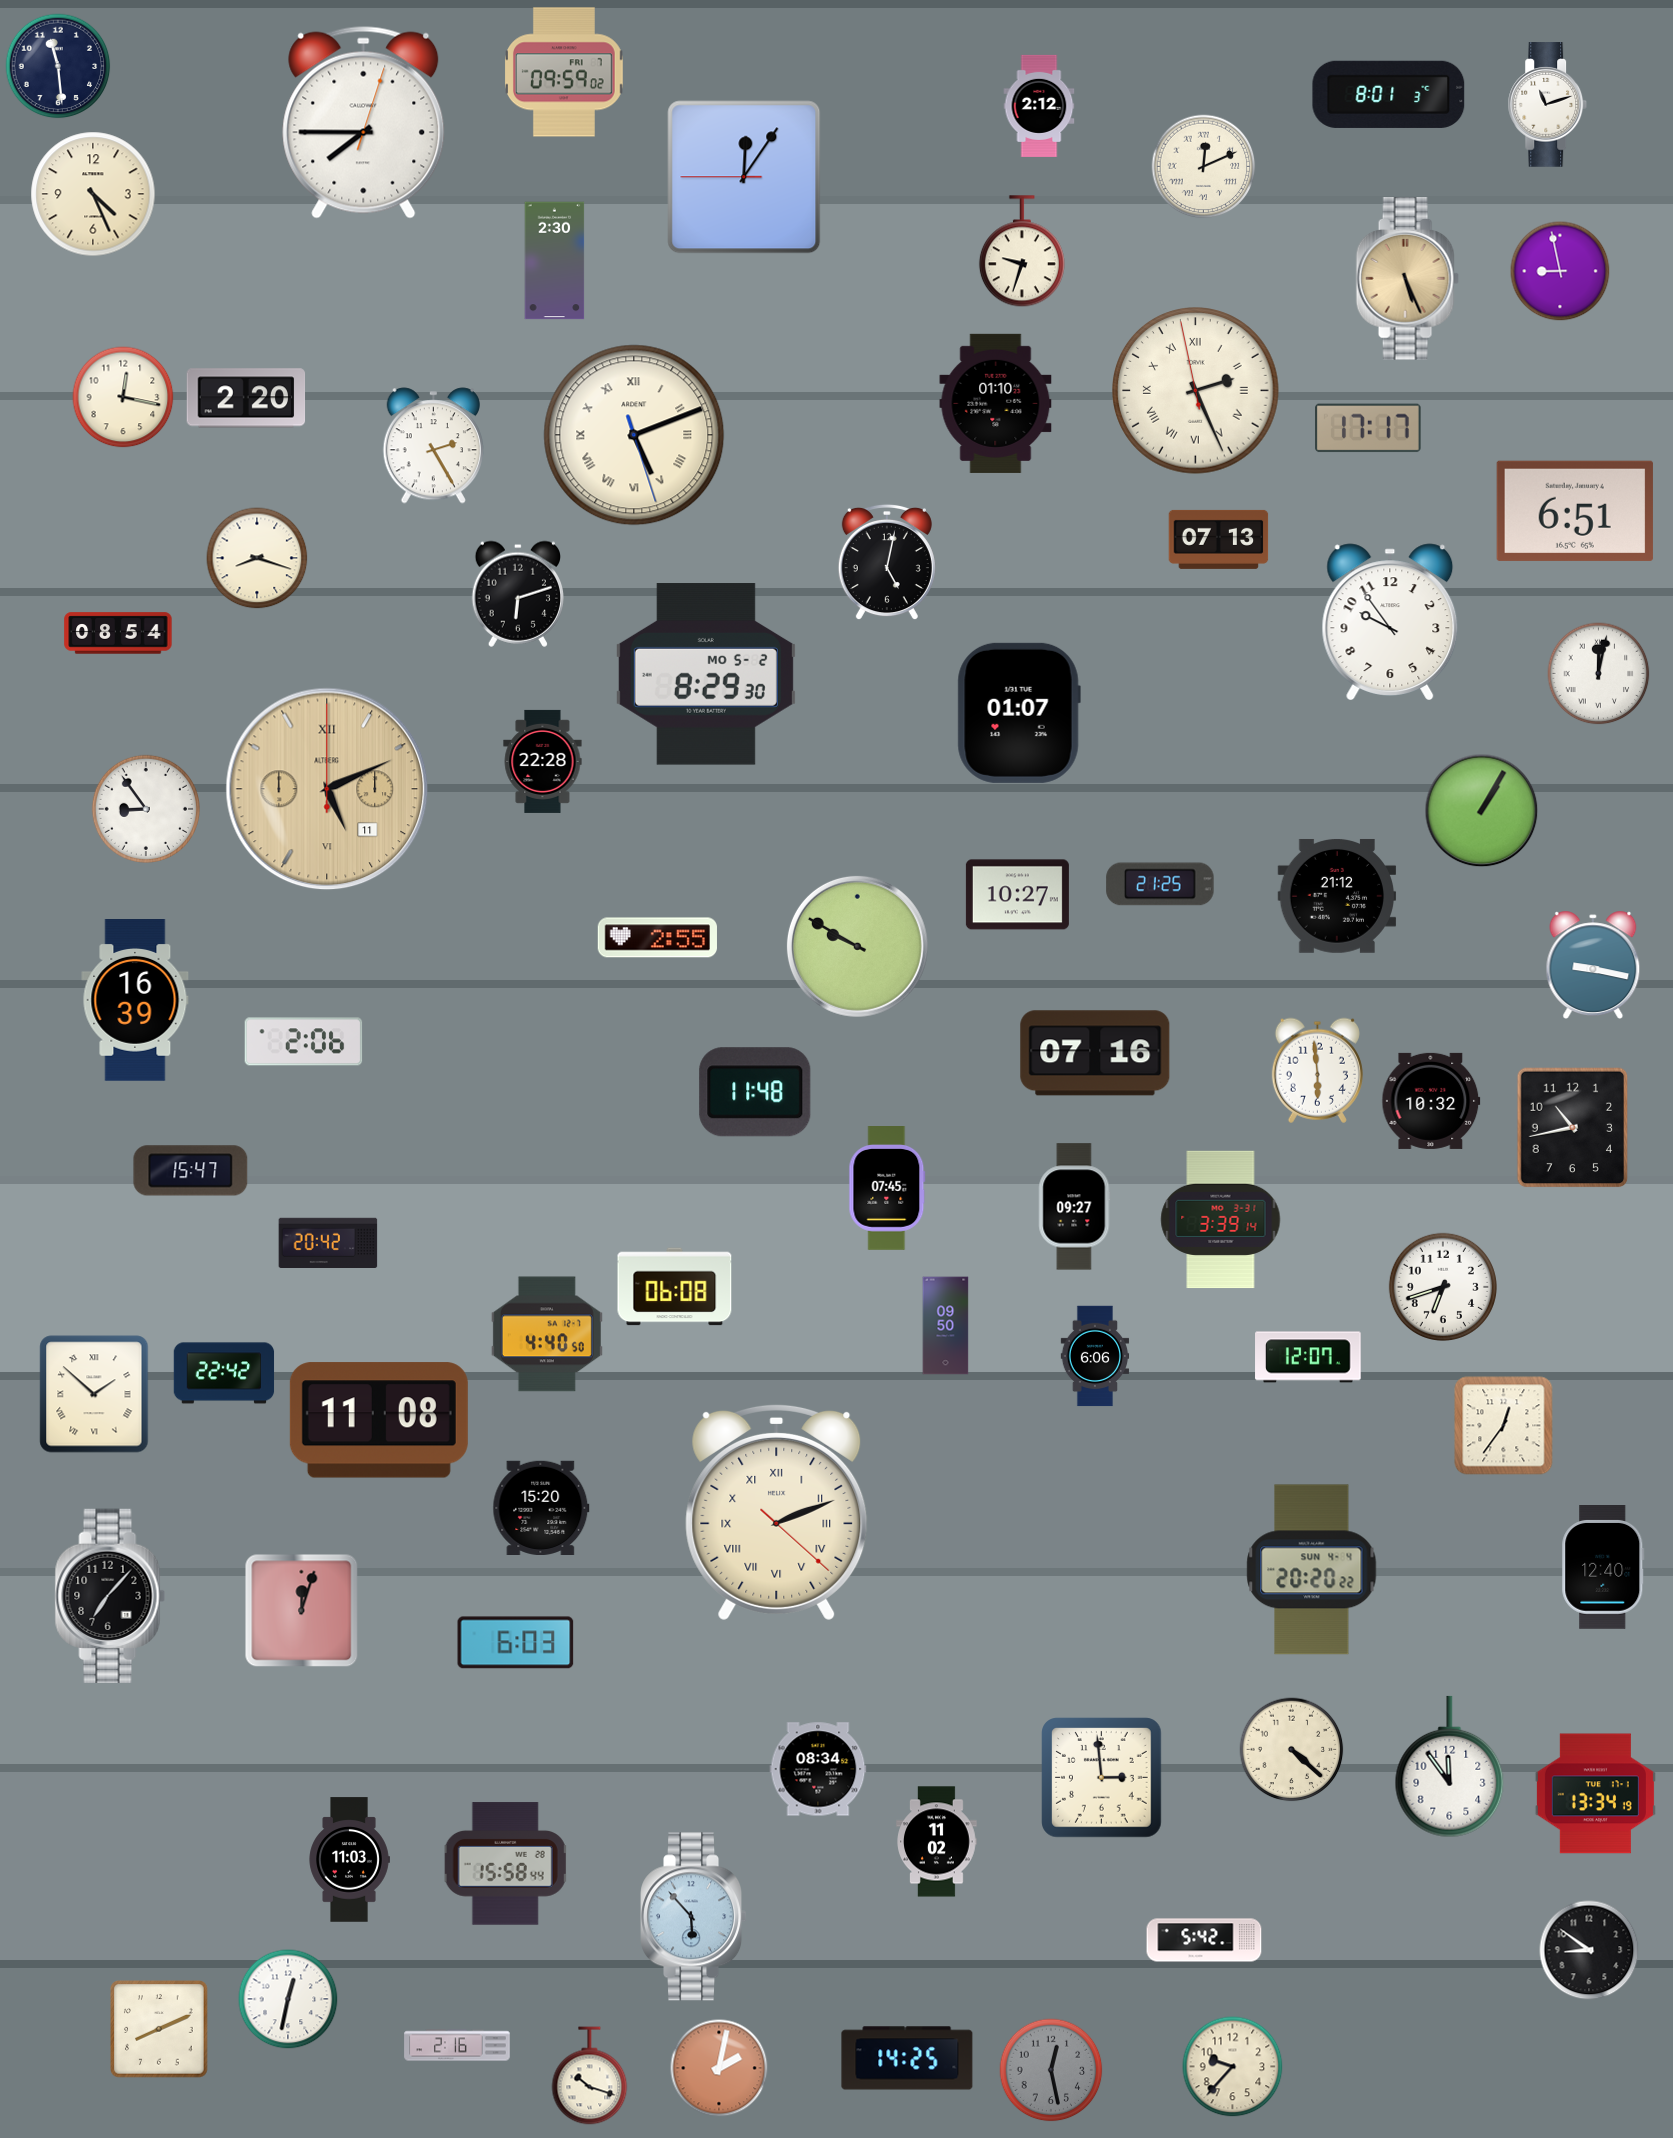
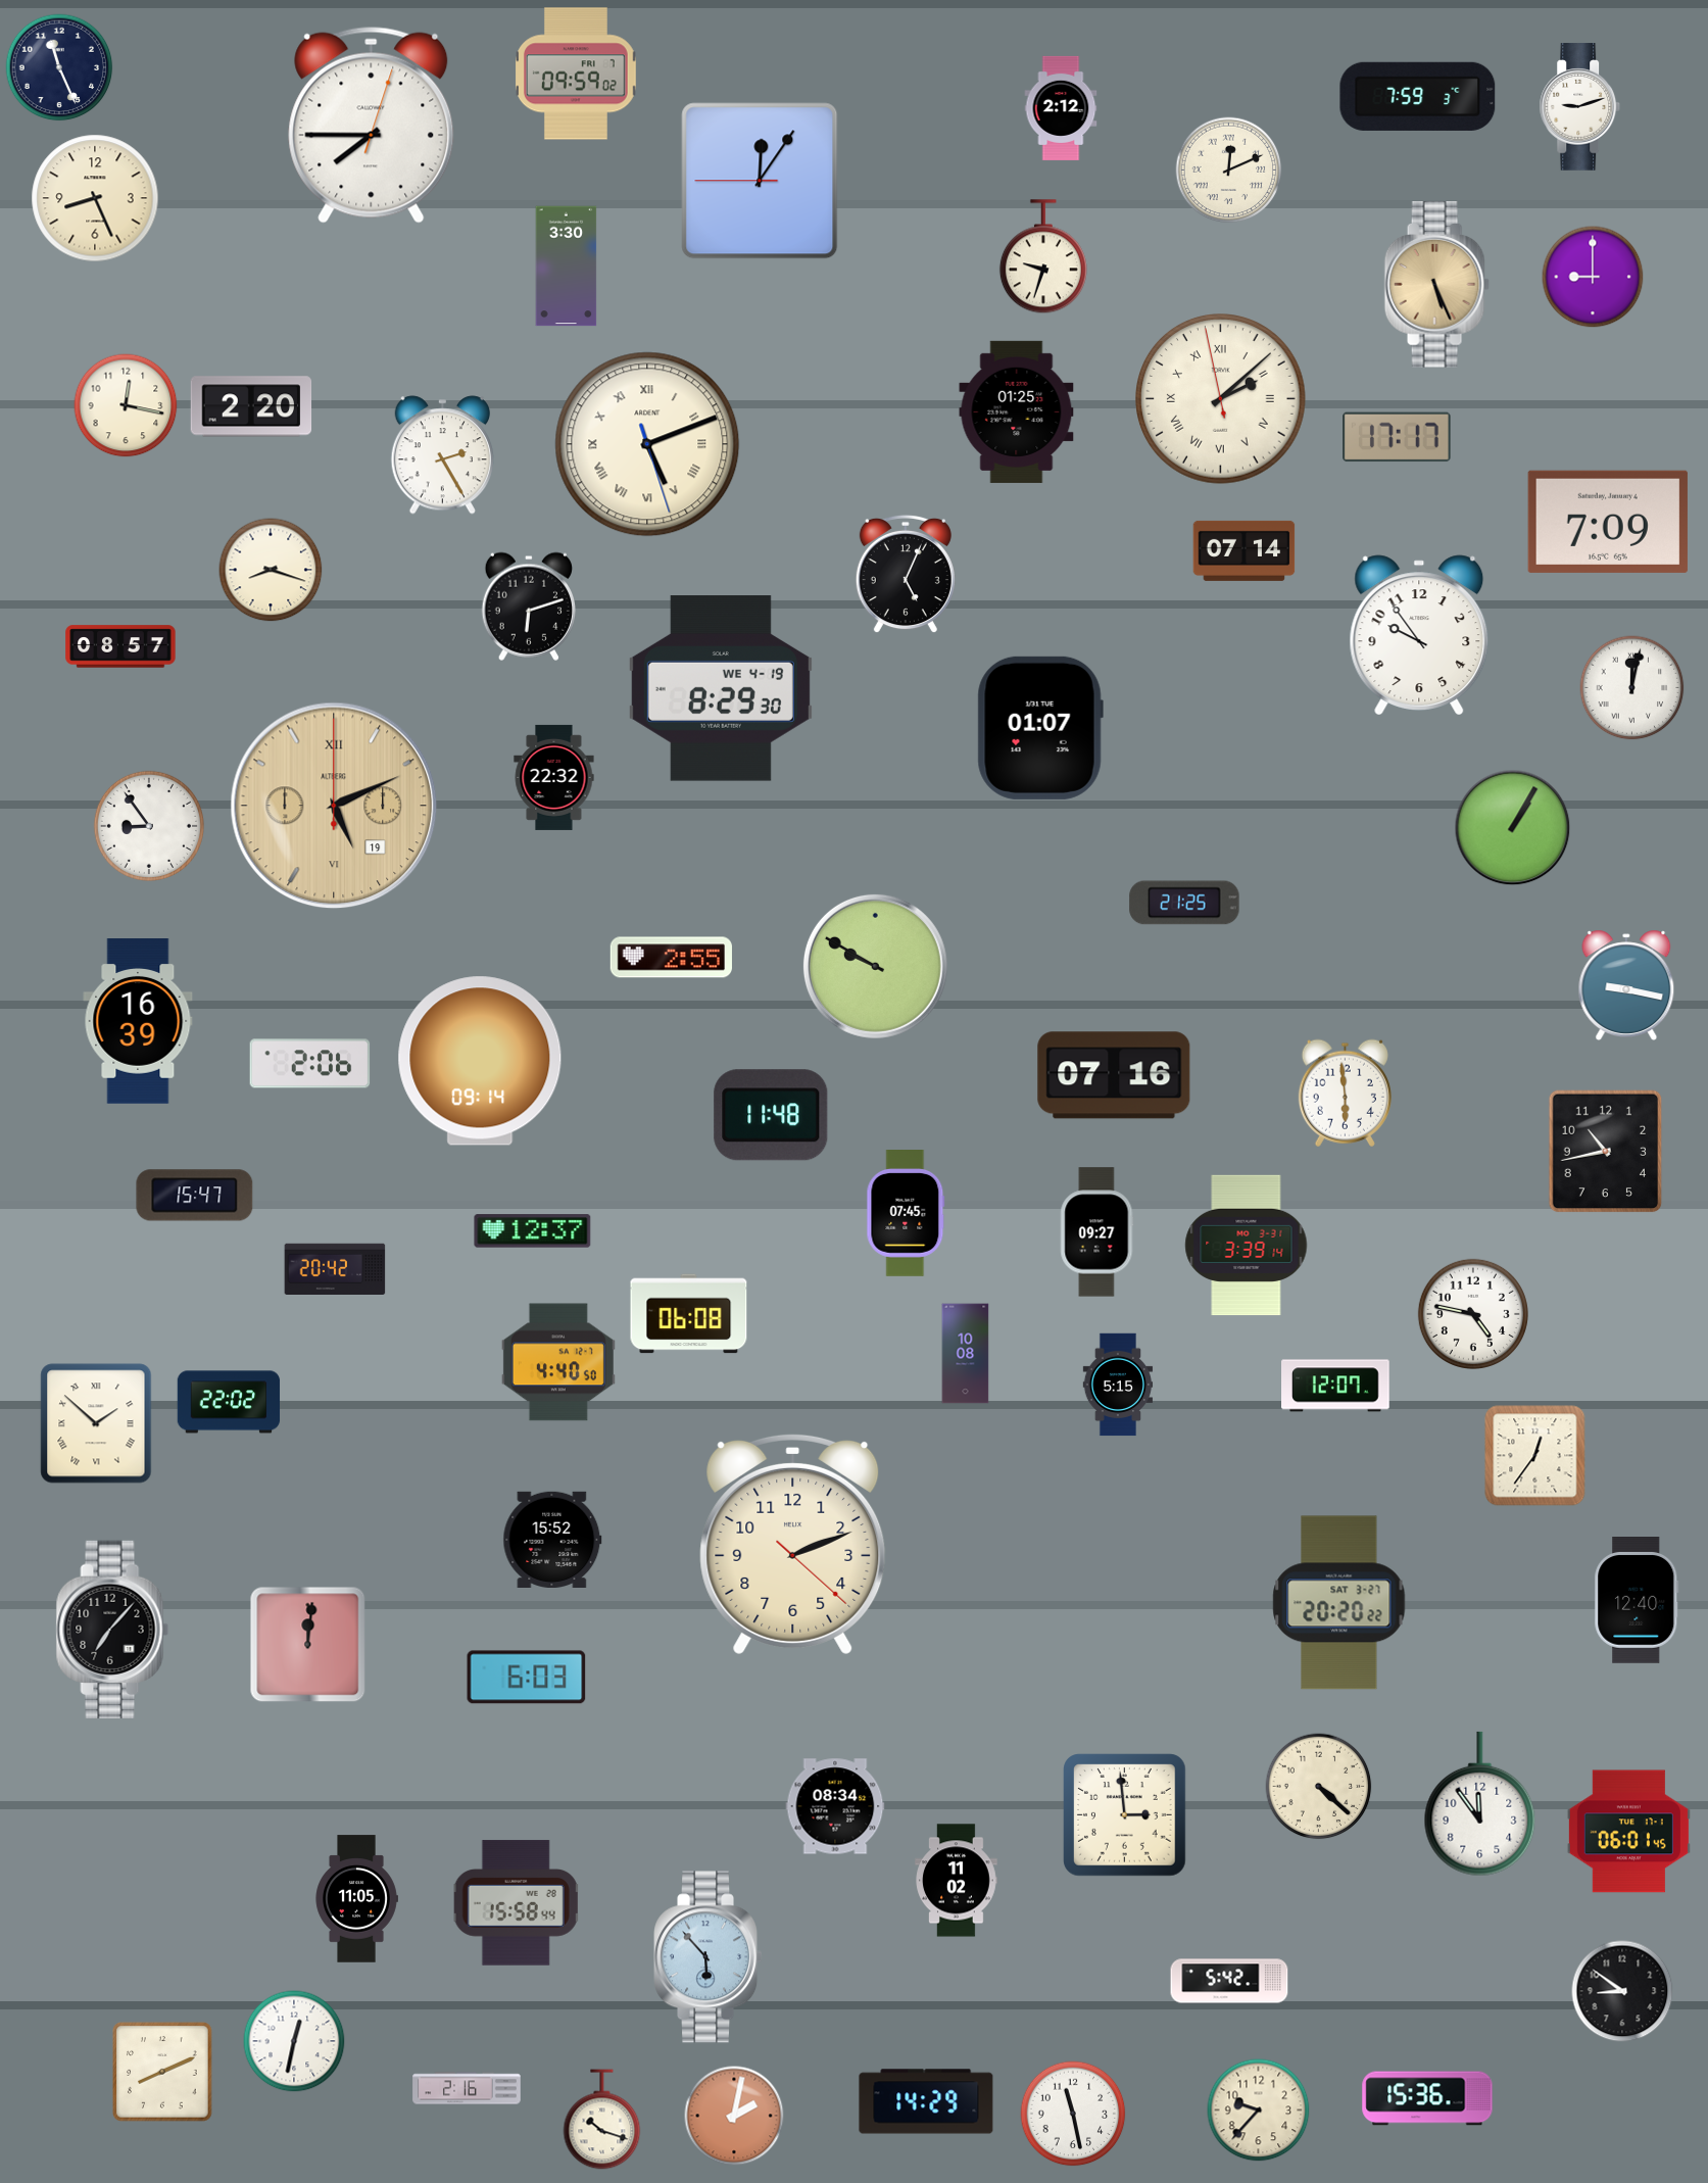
clock at (58, 66): 11:29 -> 11:26
clock at (1389, 94): 8:01 -> 7:59
clock at (1548, 105): 11:12 -> 9:12
clock at (93, 194): 4:26 -> 8:26
clock at (555, 261): 2:30 -> 3:30
clock at (1560, 271): 8:58 -> 9:00
clock at (1196, 391): 2:25 -> 2:07
clock at (996, 403): 01:10 -> 01:25
clock at (1575, 511): 6:51 -> 7:09
clock at (1219, 539): 07:13 -> 07:14
clock at (257, 558) position: (257, 558) -> (271, 570)
clock at (887, 562): 5:02 -> 5:04
clock at (118, 633): 08:54 -> 08:57
clock at (706, 674) date: MO 5-2 -> WE 4-19
clock at (543, 761): 22:28 -> 22:32
clock at (327, 789) date: 11 -> 19
clock at (1017, 895): 10:27 -> none
clock at (1337, 896): 21:12 -> none
clock at (480, 1061): none -> 09:14
clock at (1095, 1053) position: (1095, 1053) -> (1114, 1075)
clock at (1431, 1101): 10:32 -> none
clock at (533, 1231): none -> 12:37
clock at (1443, 1287): 6:42 -> 4:47
clock at (946, 1326): 09:50 -> 10:08
clock at (1095, 1356): 6:06 -> 5:15
clock at (224, 1373): 22:42 -> 22:02
clock at (379, 1420): 11:08 -> none
clock at (541, 1507): 15:20 -> 15:52
clock at (777, 1512) numerals: Roman -> Arabic
clock at (1312, 1570) date: SUN 4-4 -> SAT 3-27
clock at (302, 1611): 12:03 -> 12:01
clock at (1595, 1794): 13:34 -> 06:01
clock at (349, 1860): 11:03 -> 11:05
clock at (1427, 2098): none -> 15:36
clock at (907, 2058): 14:25 -> 14:29
clock at (719, 2068) position: (719, 2068) -> (734, 2116)
clock at (1051, 2070): 12:28 -> 11:28
clock at (1051, 2070) dial: grey -> white
